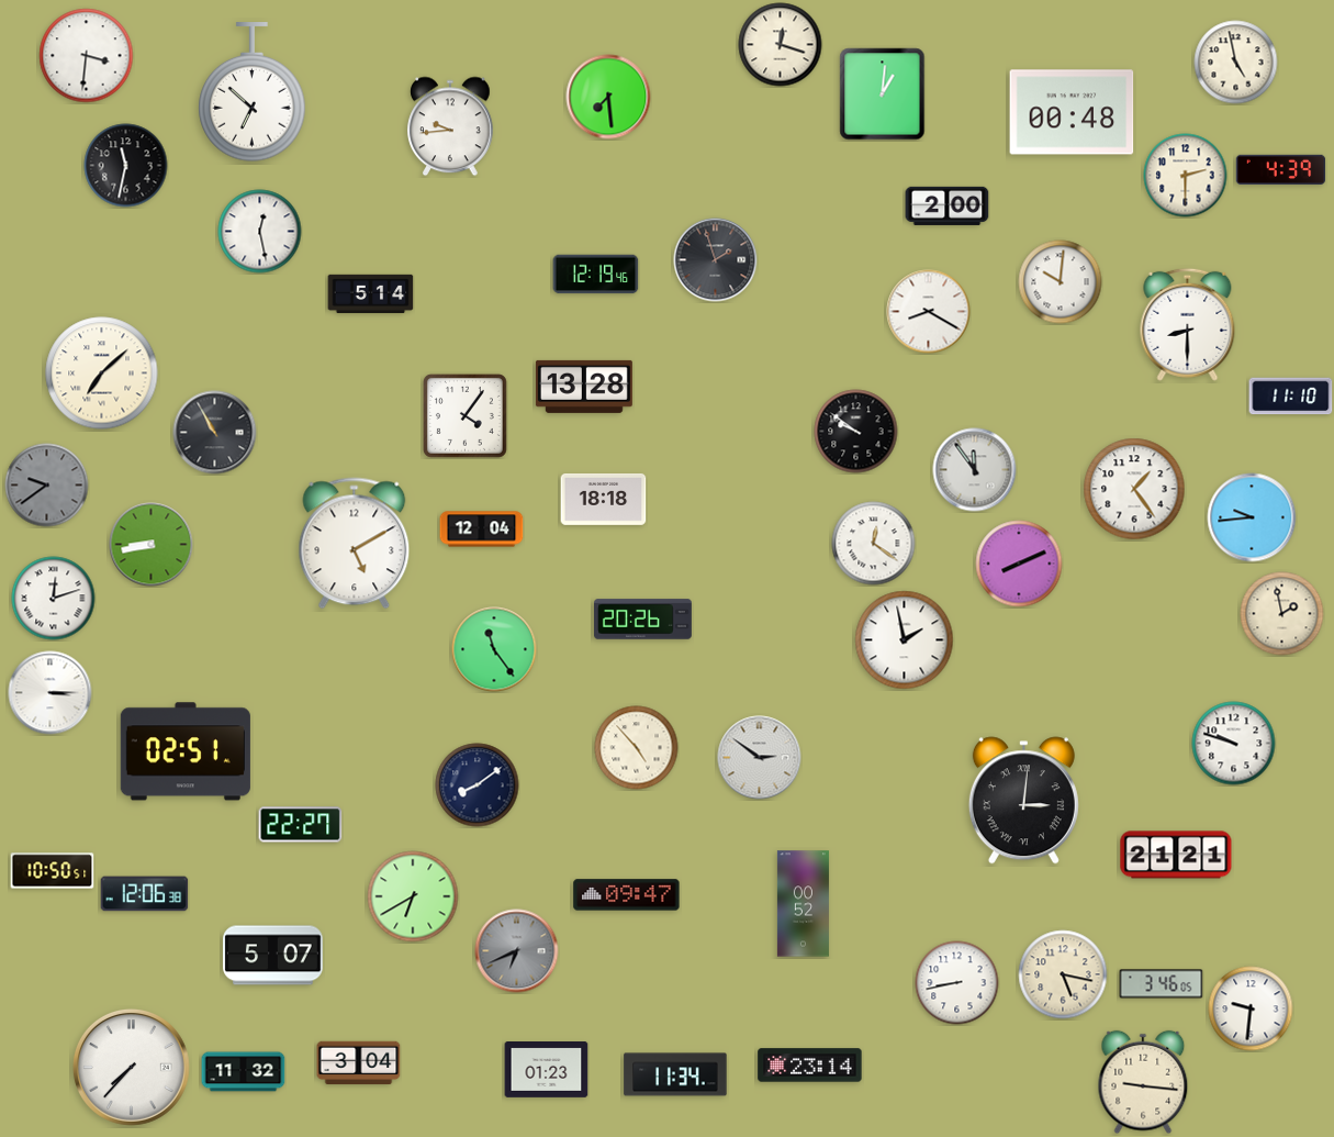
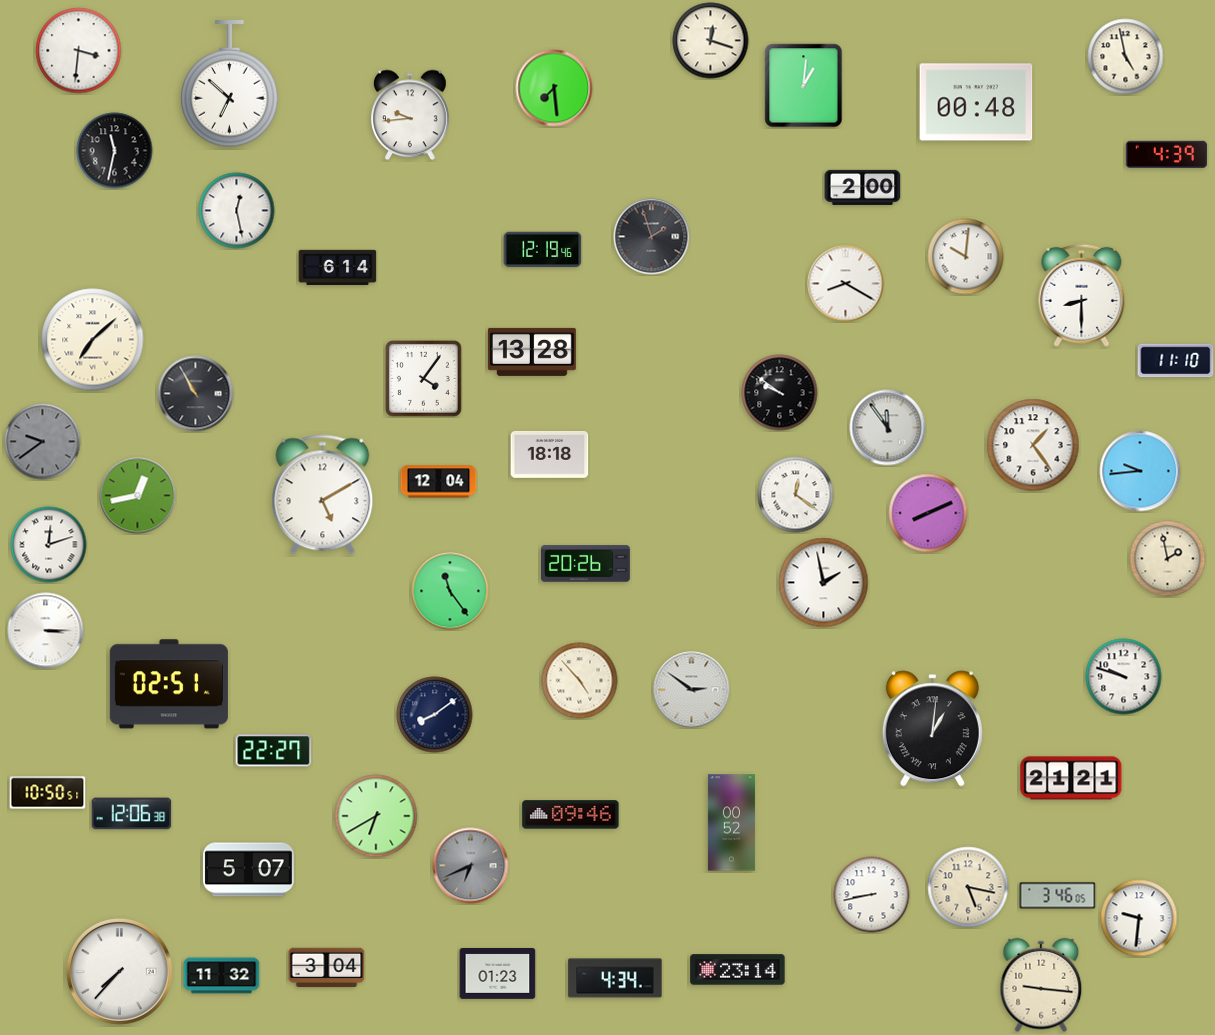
clock at (1186, 176): 2:30 -> none
clock at (371, 293): 5:14 -> 6:14
clock at (152, 545): 8:43 -> 12:43
clock at (1023, 801): 3:01 -> 1:01
clock at (627, 895): 09:47 -> 09:46
clock at (675, 1074): 11:34 -> 4:34
